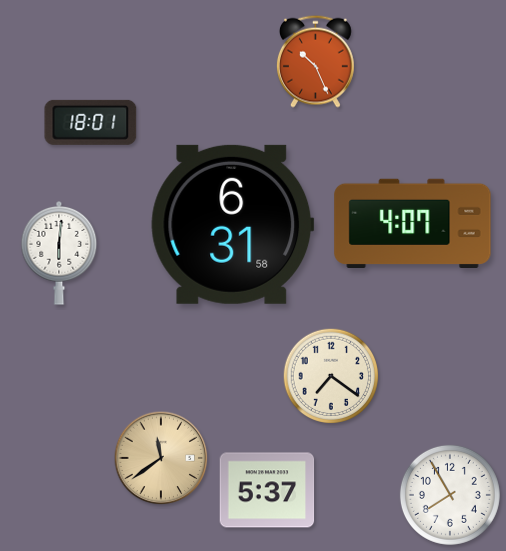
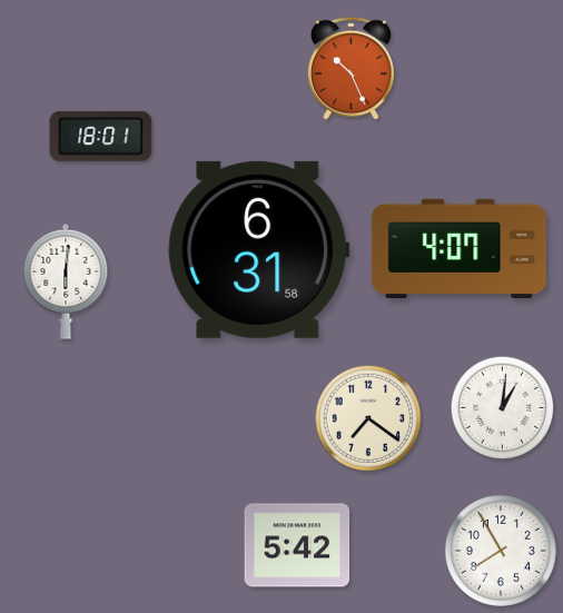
clock at (503, 408): none -> 1:01
clock at (161, 458): 11:39 -> none
clock at (267, 490): 5:37 -> 5:42
